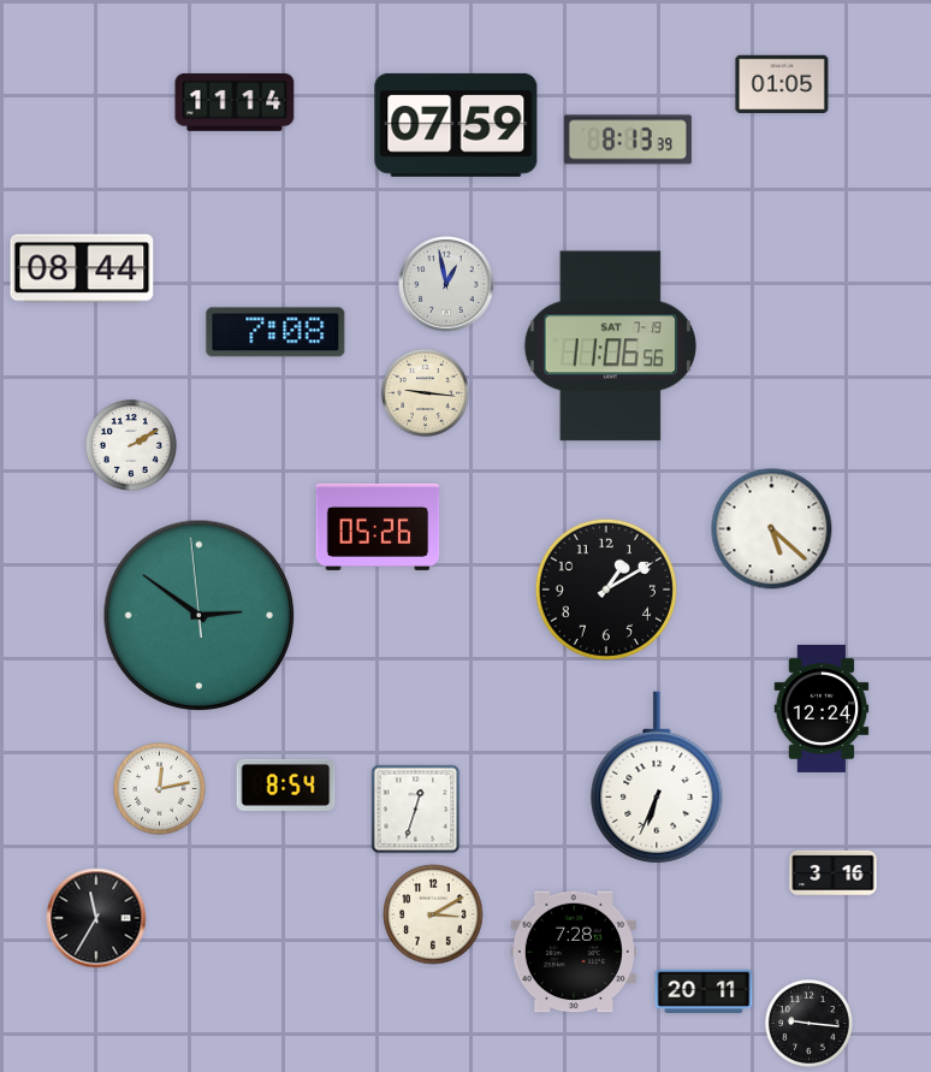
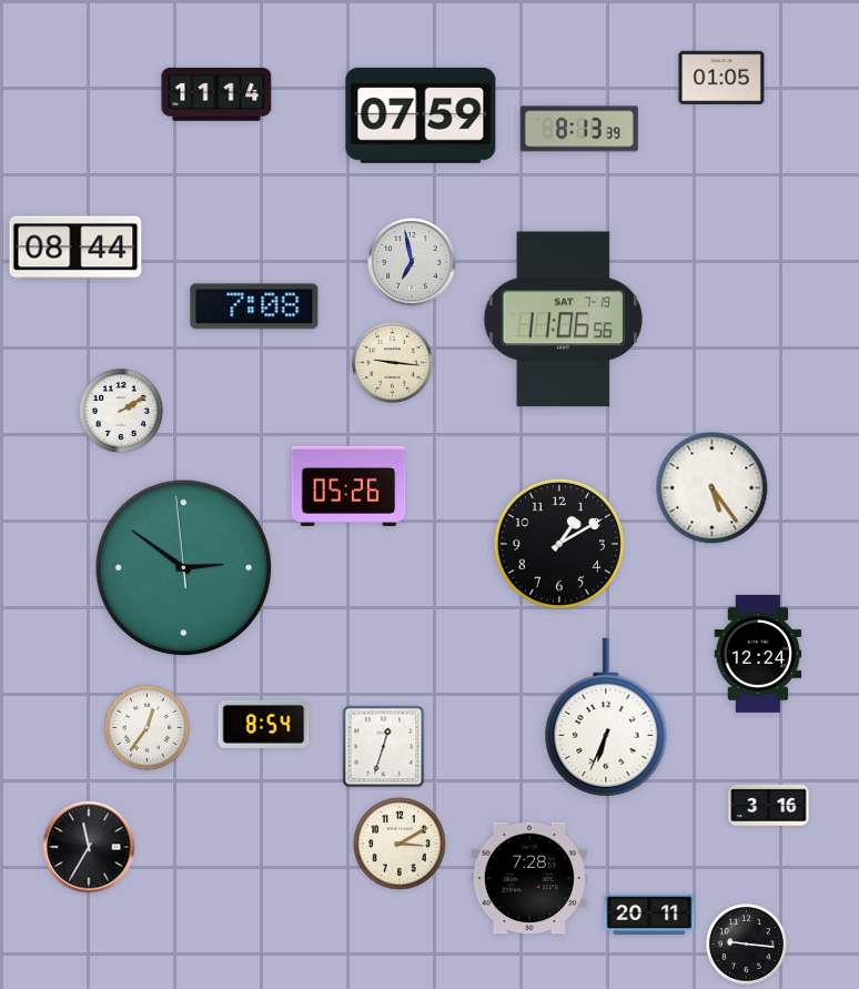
clock at (446, 284): 12:58 -> 6:58
clock at (772, 529): 5:22 -> 5:24
clock at (160, 789): 12:13 -> 12:36
